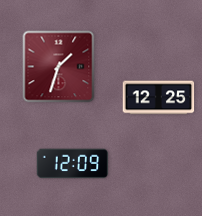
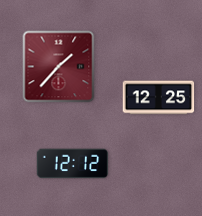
clock at (59, 67): 1:33 -> 1:37
clock at (73, 164): 12:09 -> 12:12
